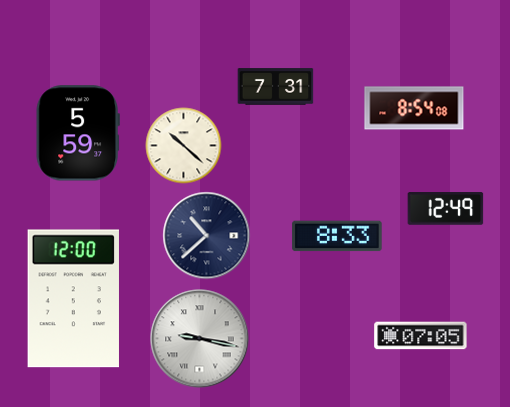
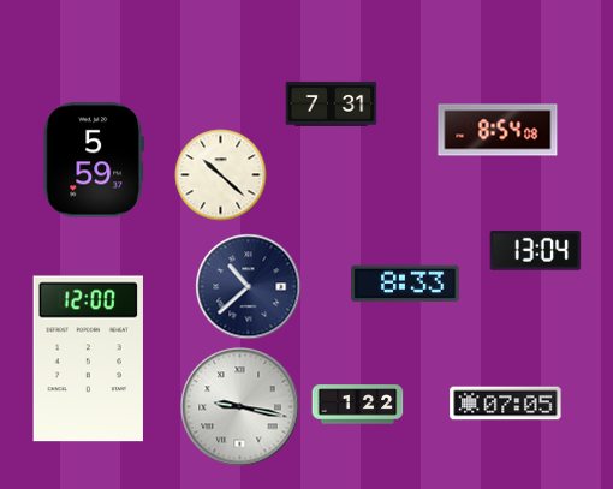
clock at (446, 209): 12:49 -> 13:04
clock at (207, 236) position: (207, 236) -> (249, 287)
clock at (358, 405): none -> 1:22
